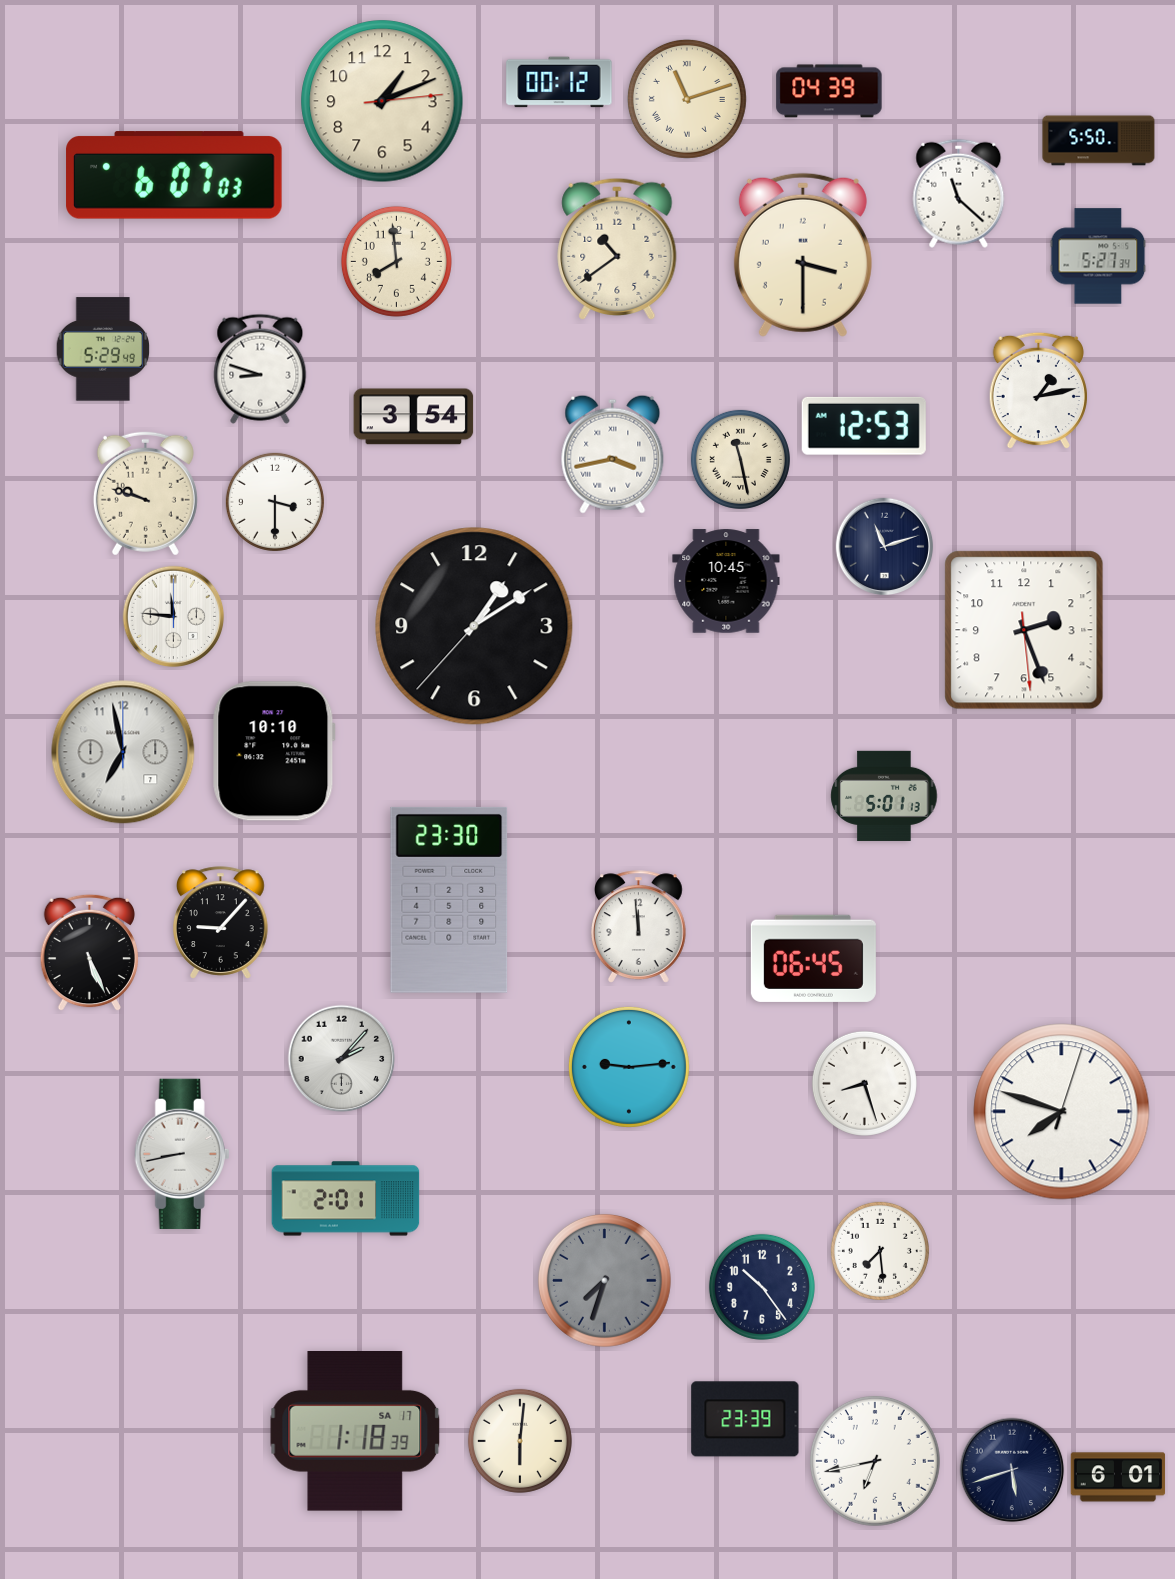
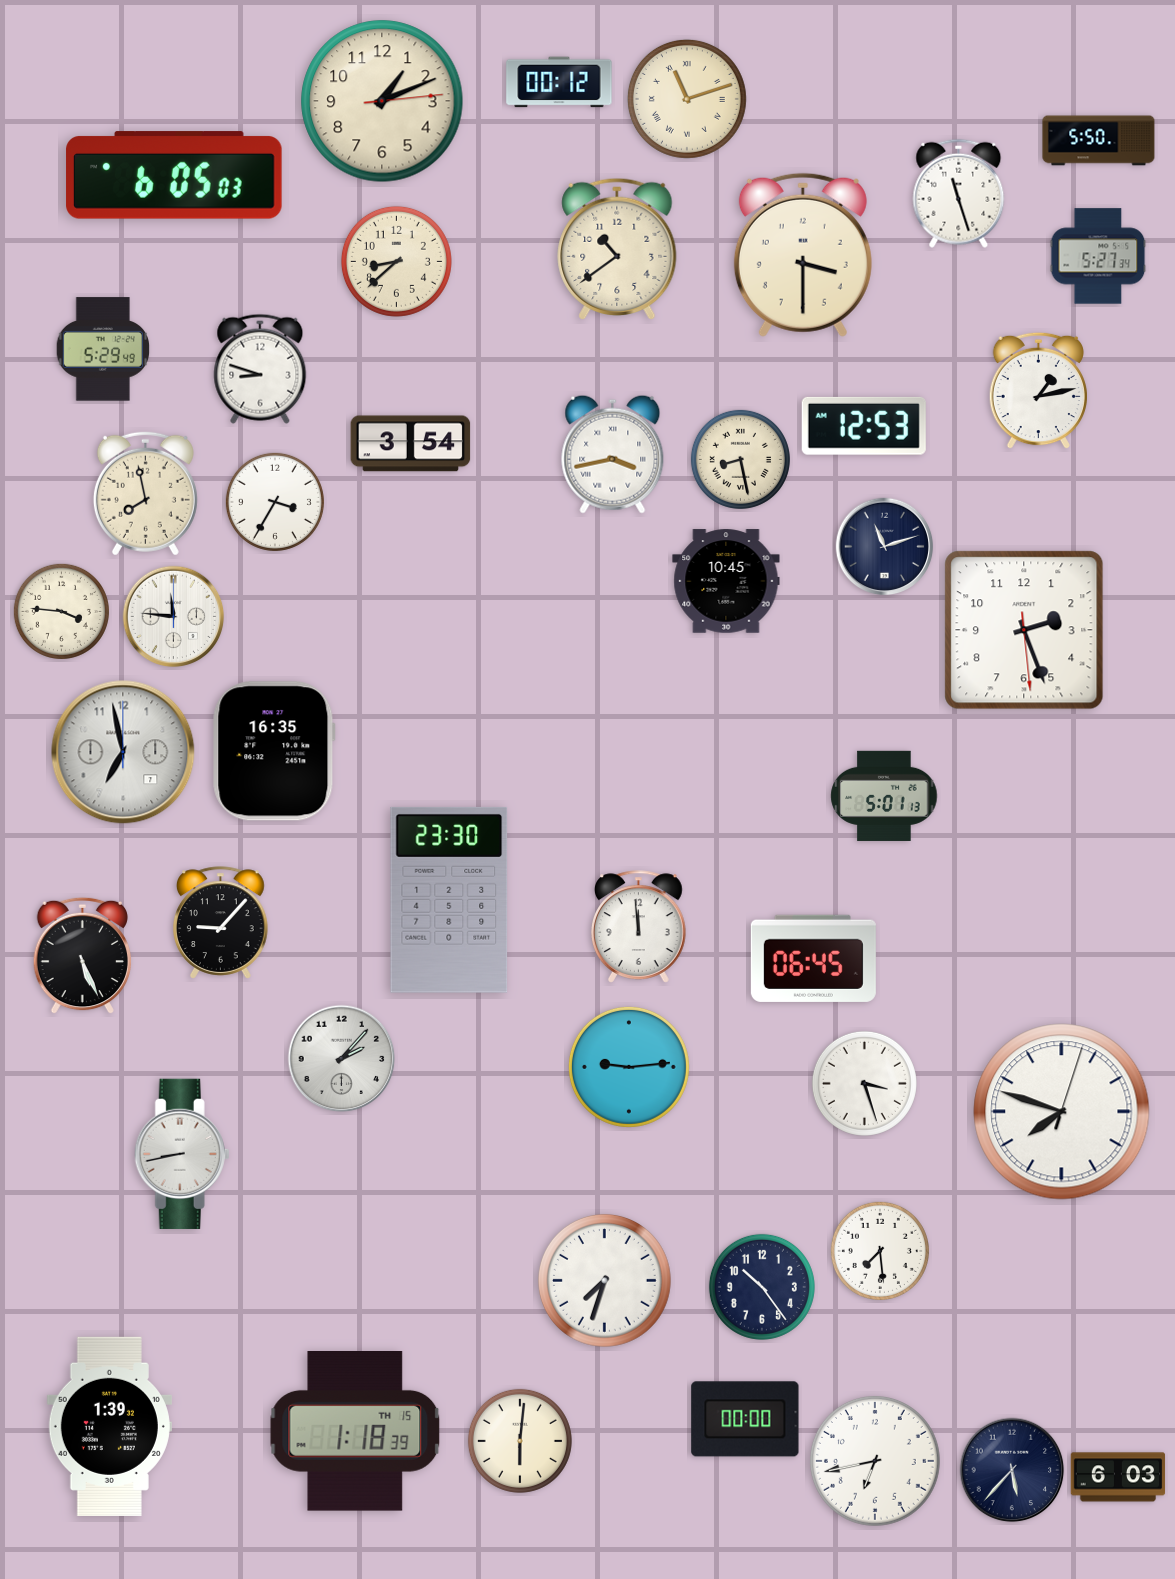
clock at (829, 91): 04:39 -> none
clock at (174, 175): 6:07 -> 6:05
clock at (959, 193): 11:22 -> 11:27
clock at (396, 261): 7:59 -> 8:38
clock at (414, 417) position: (414, 417) -> (411, 444)
clock at (740, 459): 11:28 -> 8:28
clock at (145, 493): 9:48 -> 7:58
clock at (275, 502): 3:30 -> 3:35
clock at (61, 611): none -> 3:46
clock at (474, 626): 1:09 -> none
clock at (274, 751): 10:10 -> 16:35
clock at (89, 953) position: (89, 953) -> (82, 956)
clock at (864, 1083): 8:27 -> 3:27
clock at (346, 1199): 2:01 -> none
clock at (604, 1280) dial: grey -> white
clock at (745, 1419): 23:39 -> 00:00
clock at (109, 1426): none -> 1:39
clock at (355, 1432) date: SA 17 -> TH 15
clock at (1012, 1470): 5:42 -> 5:37
clock at (1118, 1477): 6:01 -> 6:03
